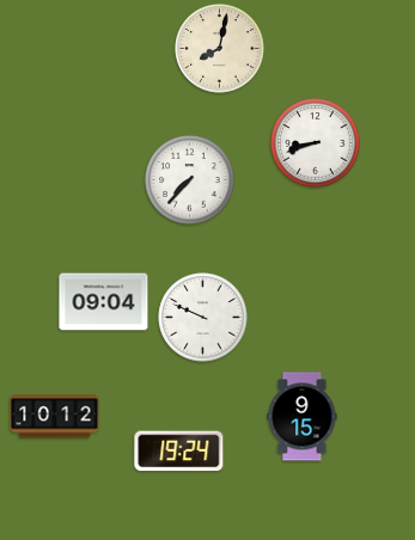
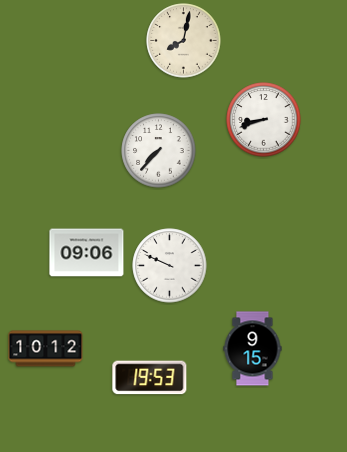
clock at (104, 302): 09:04 -> 09:06
clock at (179, 452): 19:24 -> 19:53
